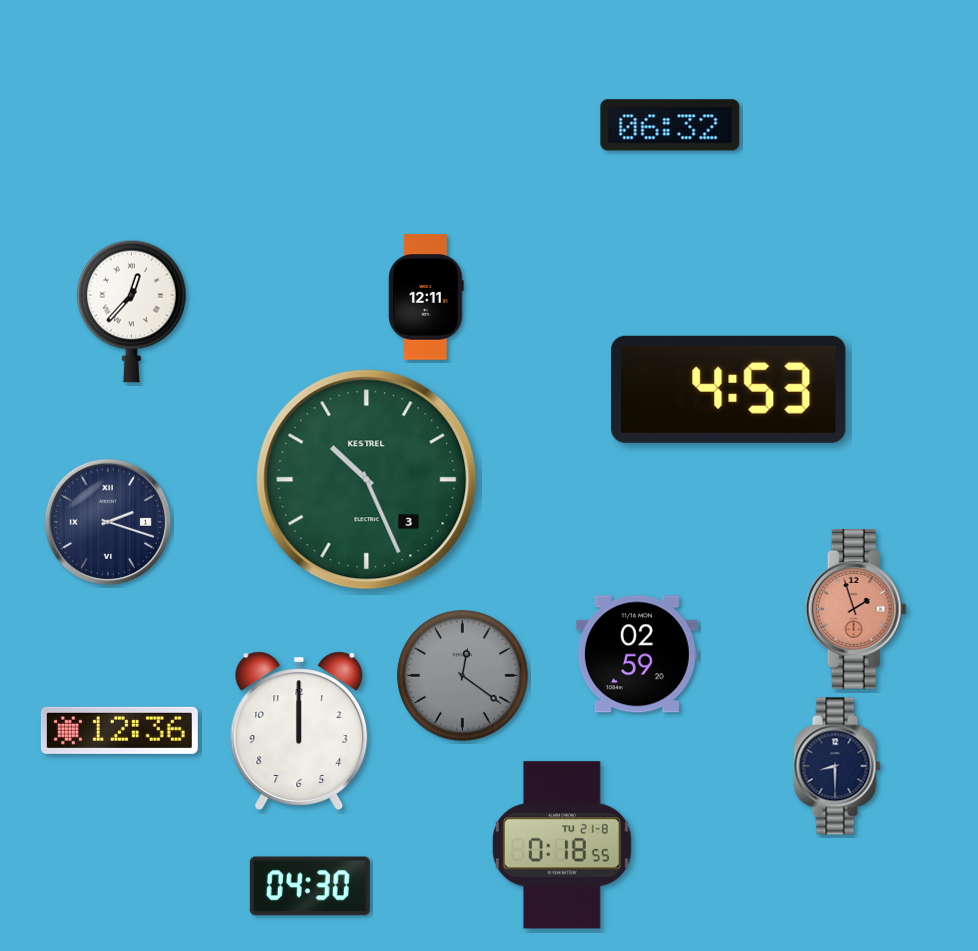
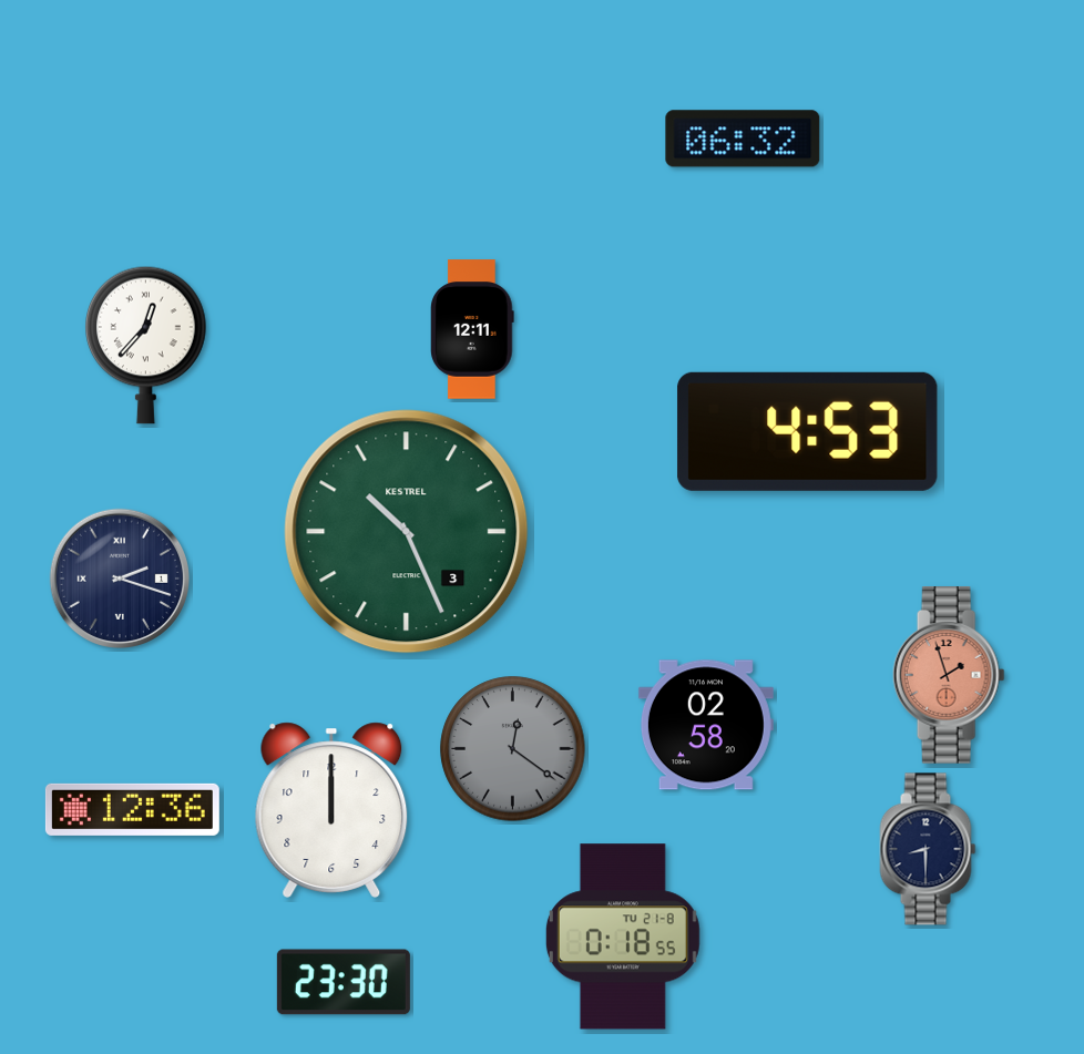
clock at (637, 654): 02:59 -> 02:58
clock at (310, 886): 04:30 -> 23:30
